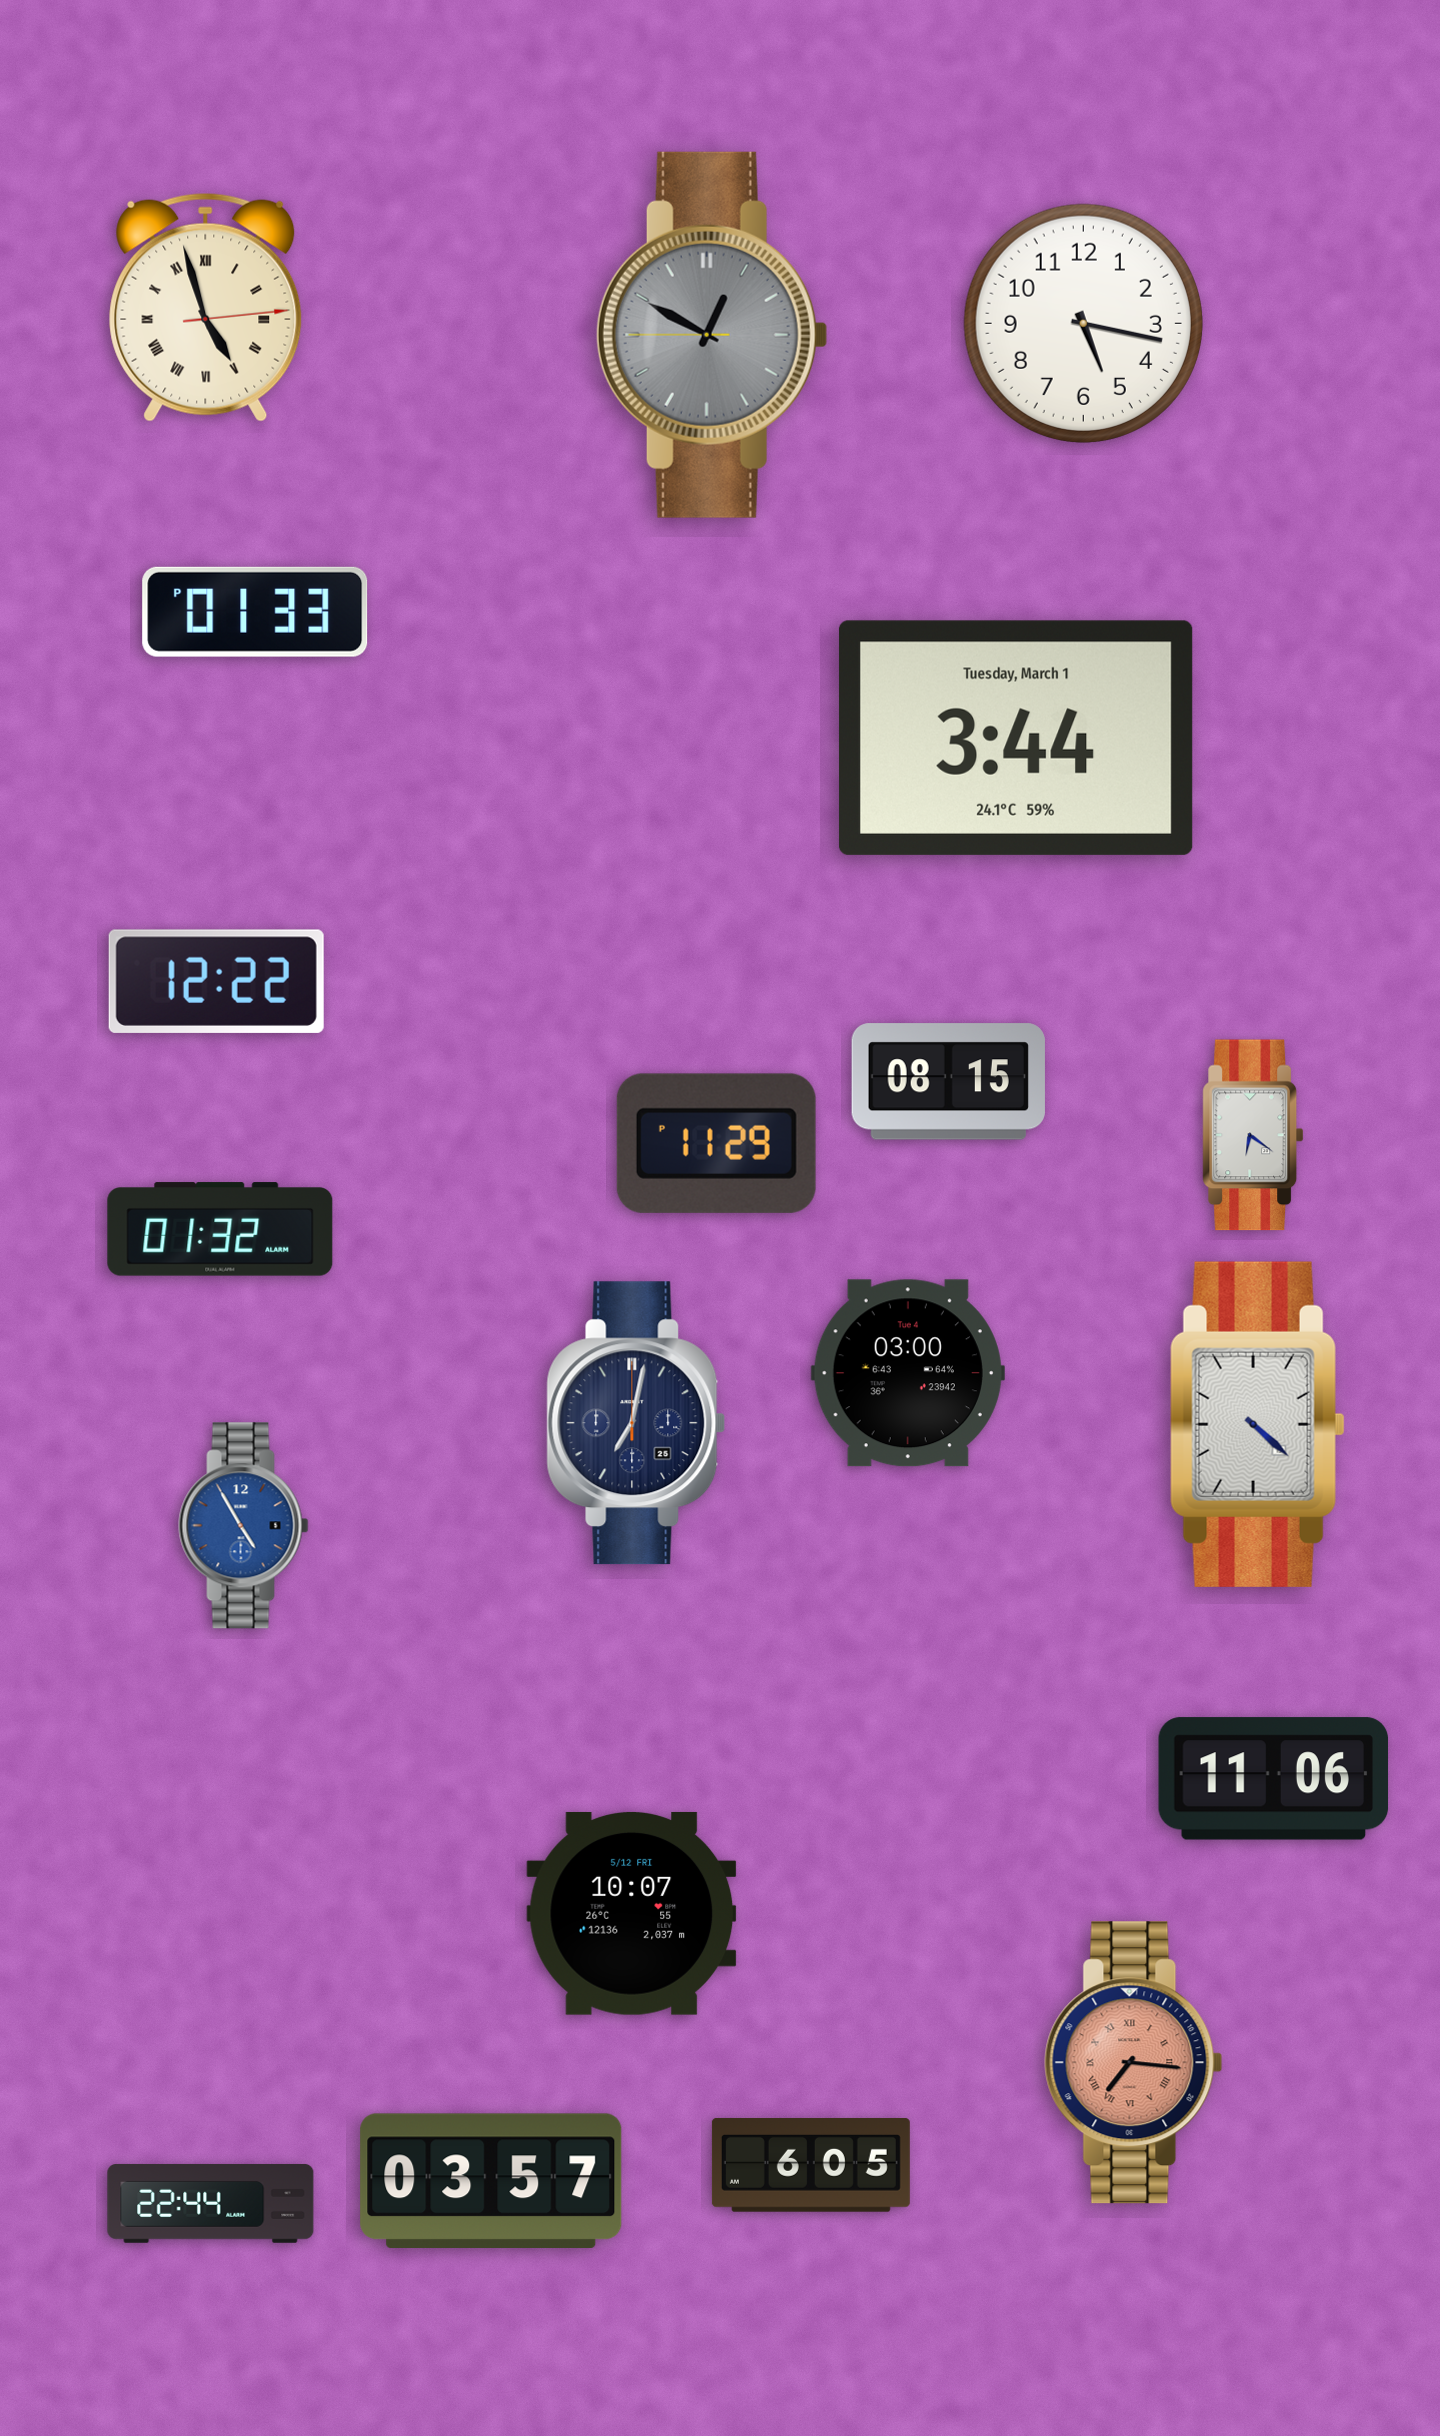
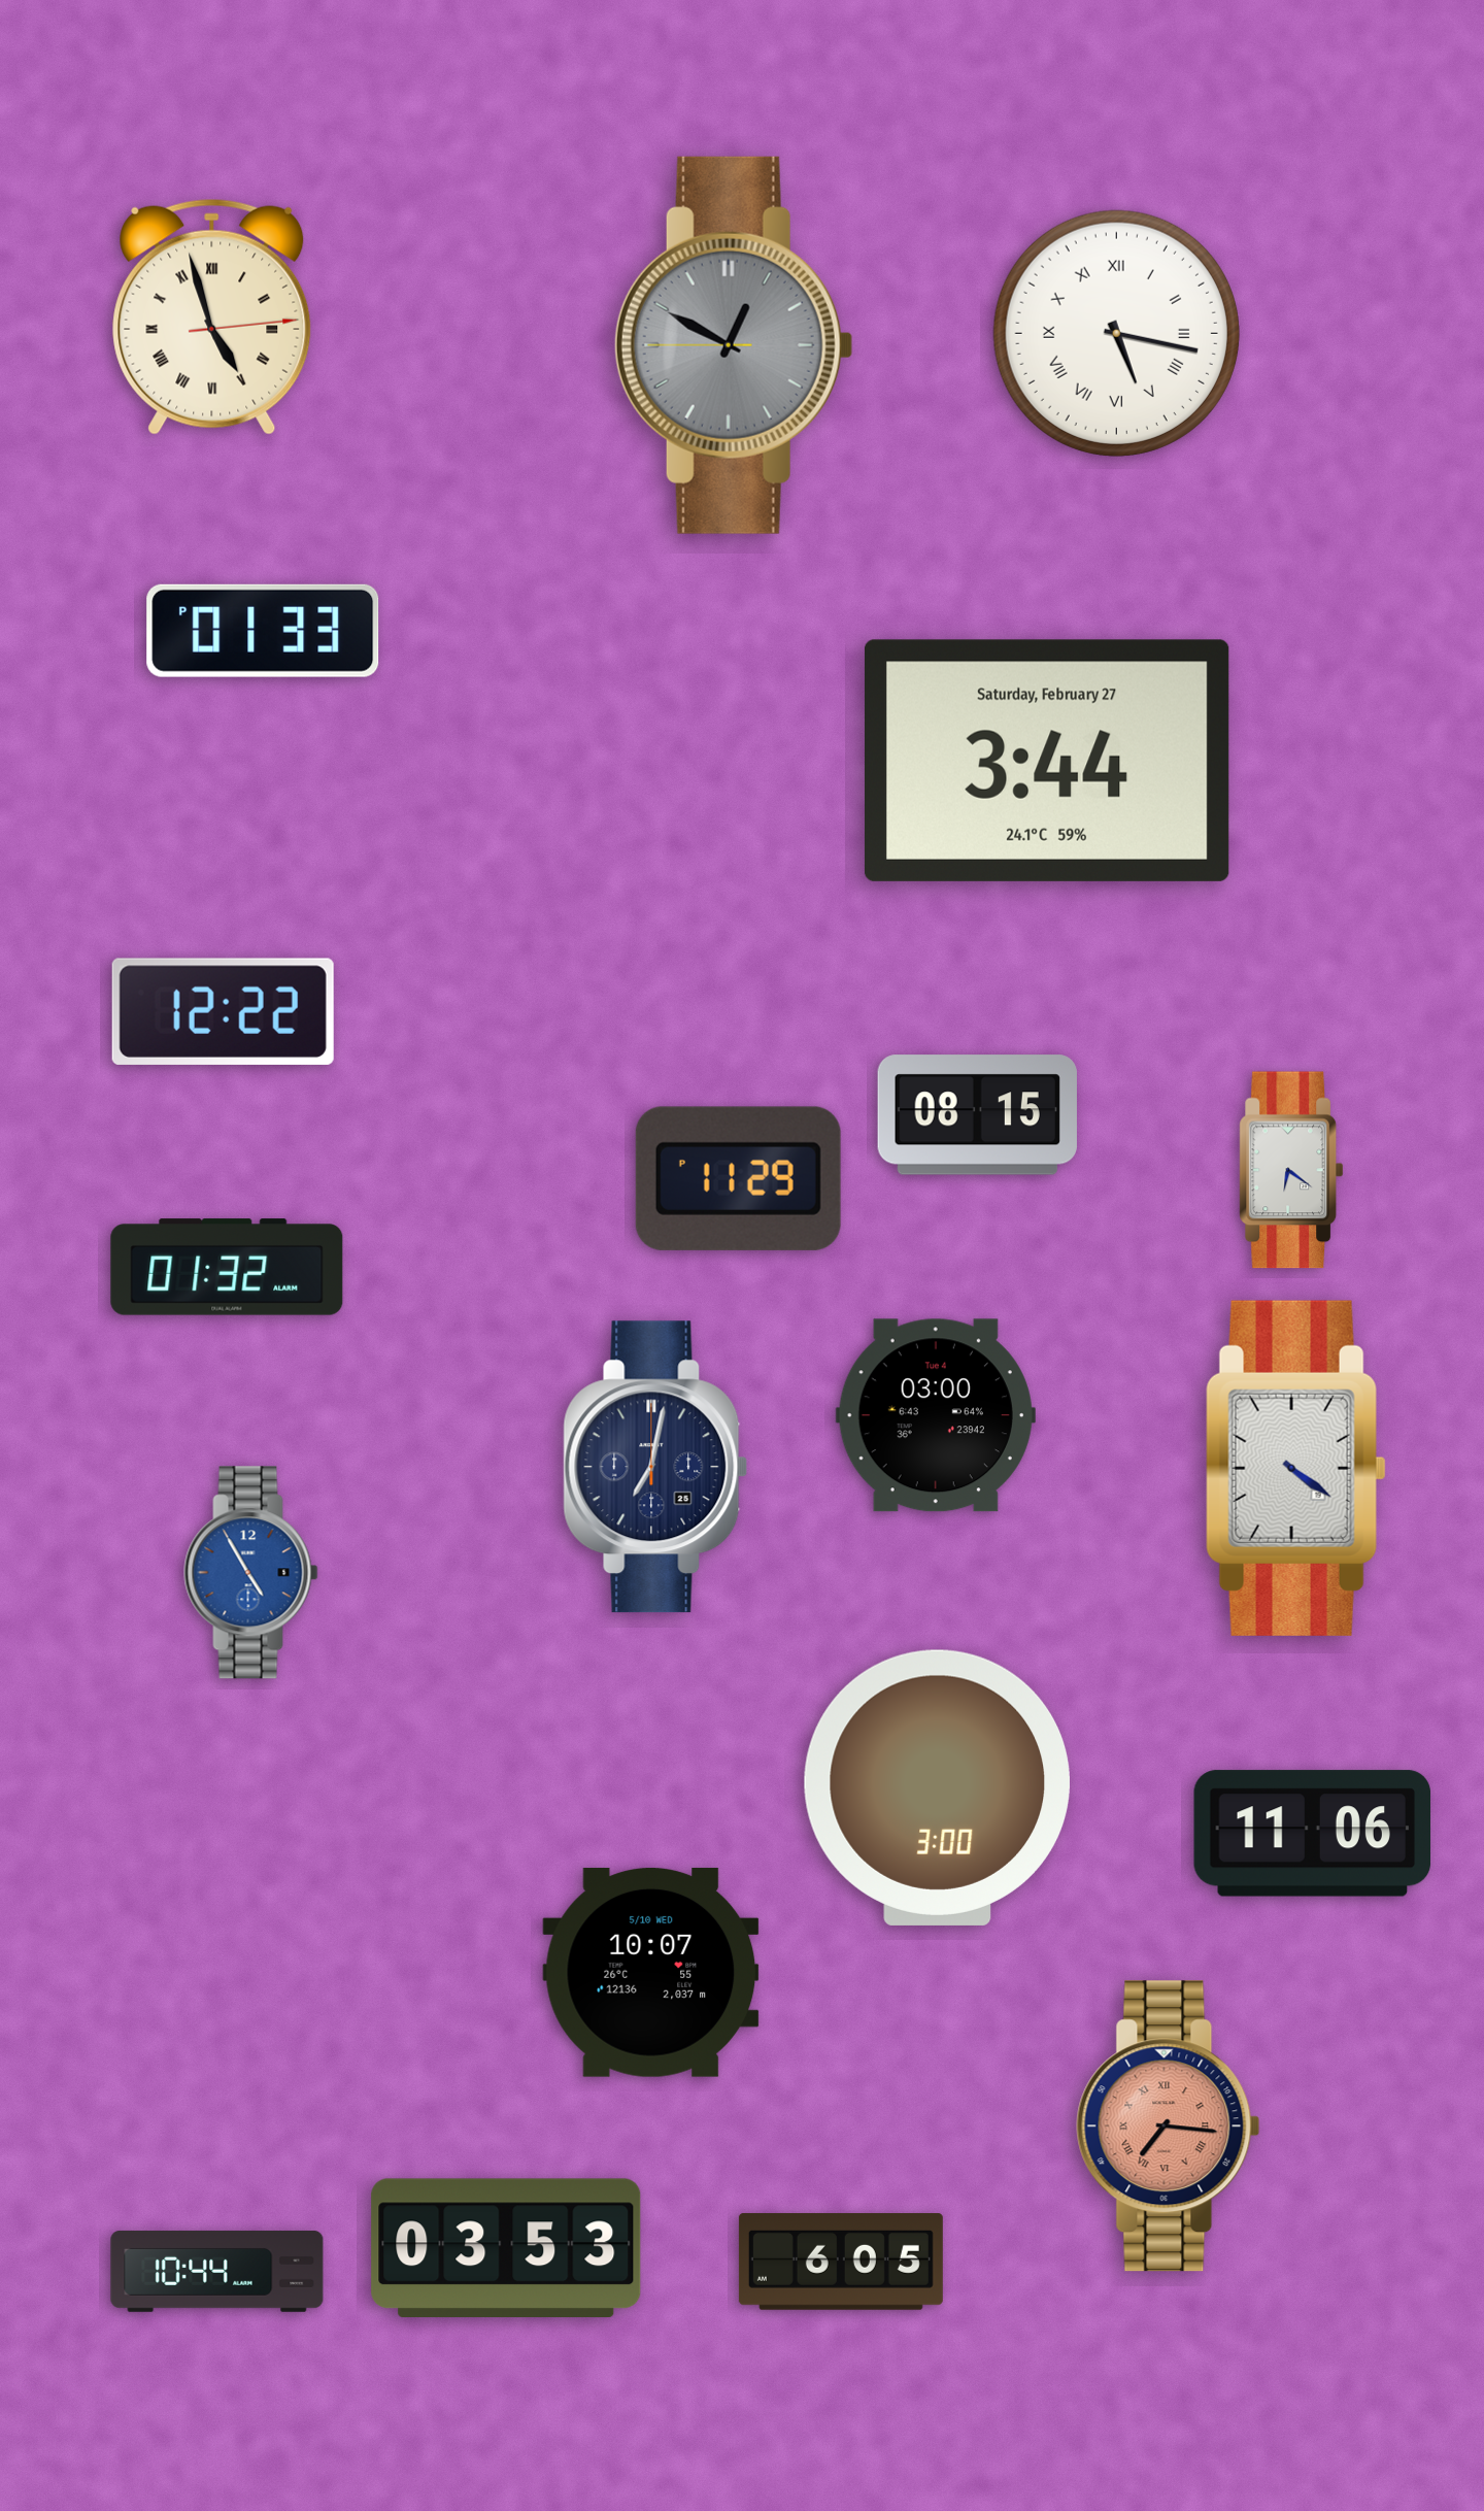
clock at (1083, 323) numerals: Arabic -> Roman
clock at (1016, 738) date: Tuesday, March 1 -> Saturday, February 27
clock at (1257, 1424): 4:22 -> 4:21
clock at (937, 1787): none -> 3:00
clock at (632, 1913) date: 5/12 FRI -> 5/10 WED
clock at (811, 2166) position: (811, 2166) -> (841, 2263)
clock at (491, 2180): 03:57 -> 03:53
clock at (211, 2203): 22:44 -> 10:44
